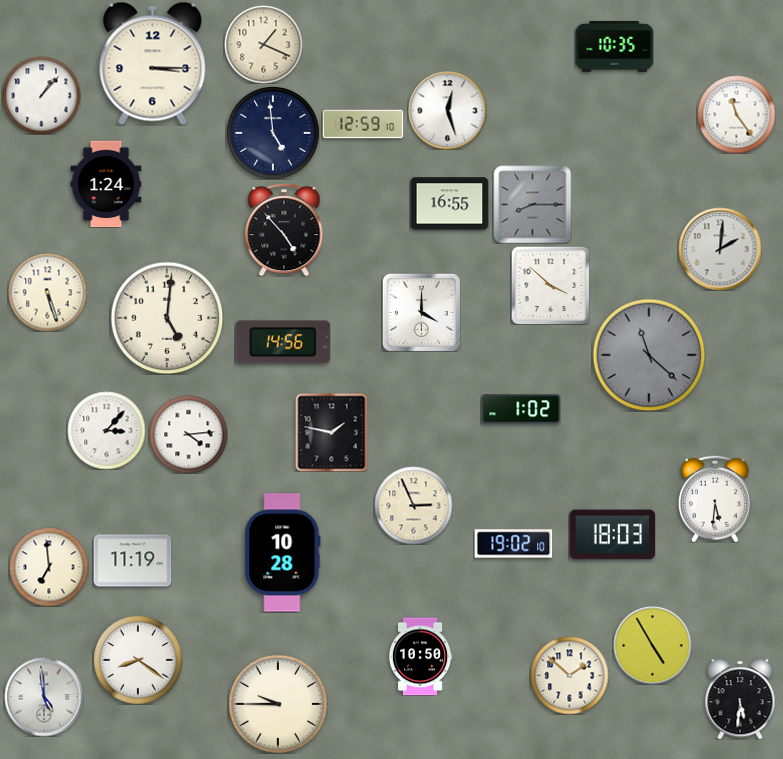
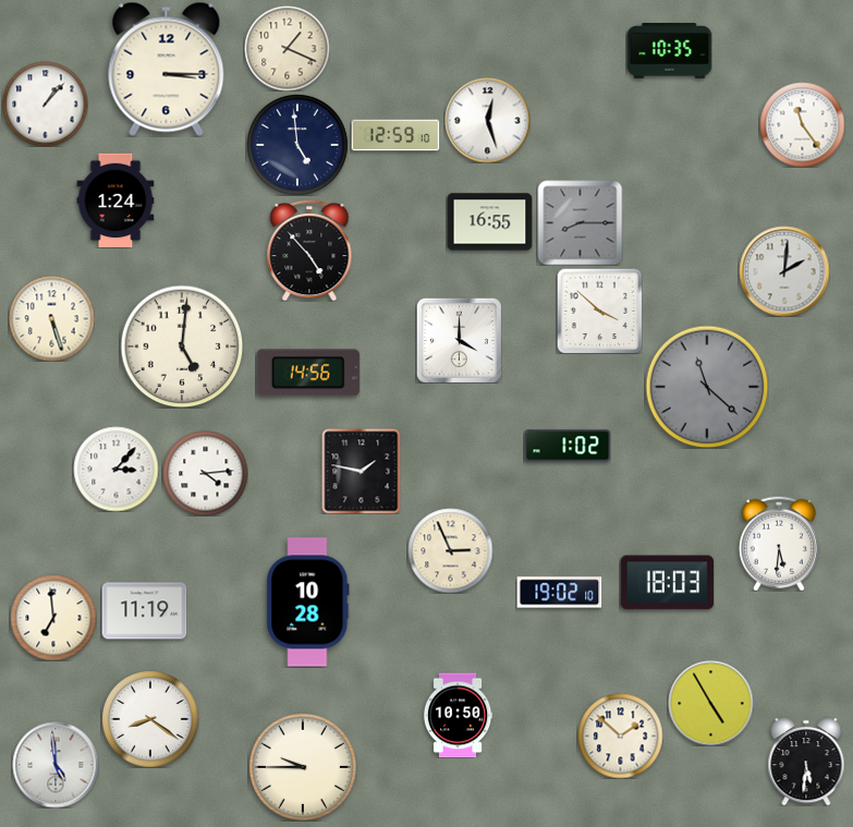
clock at (44, 697) position: (44, 697) -> (56, 765)
